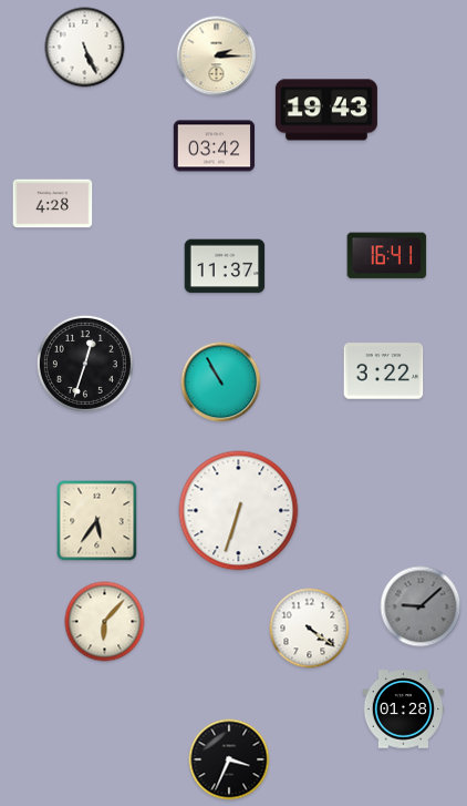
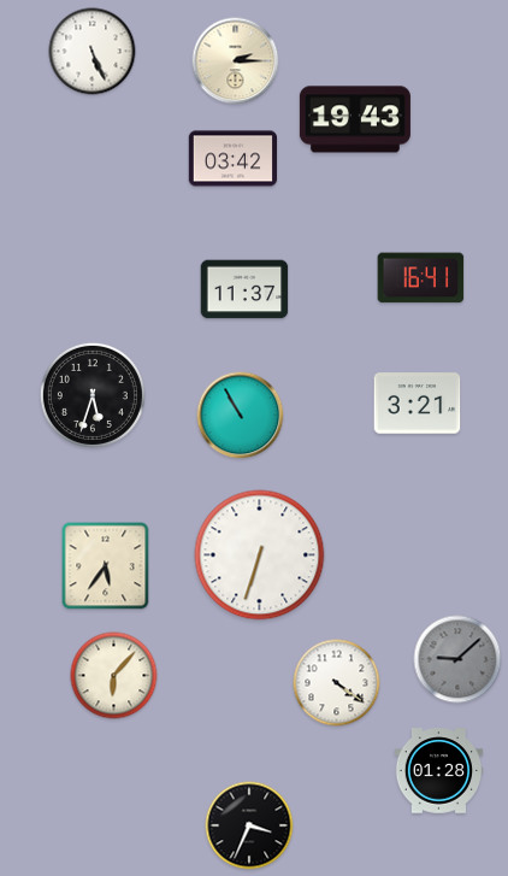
clock at (53, 204): 4:28 -> none
clock at (85, 364): 12:33 -> 5:33
clock at (384, 371): 3:22 -> 3:21
